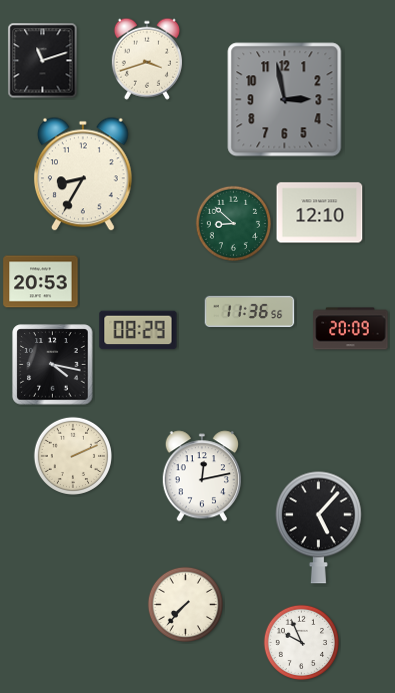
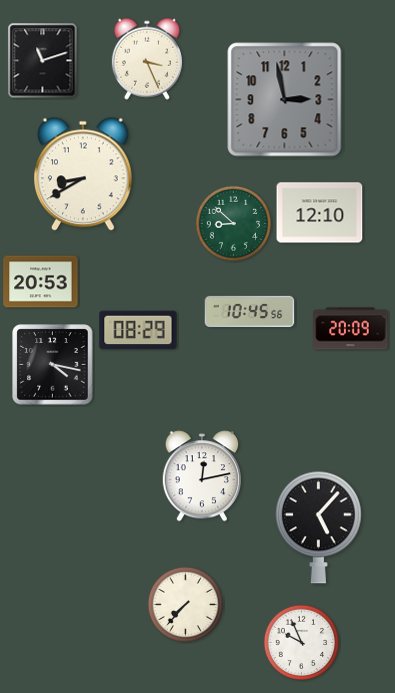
clock at (147, 59): 3:42 -> 3:26
clock at (84, 174): 8:35 -> 8:40
clock at (250, 312): 11:36 -> 10:45
clock at (72, 455): 2:11 -> none
